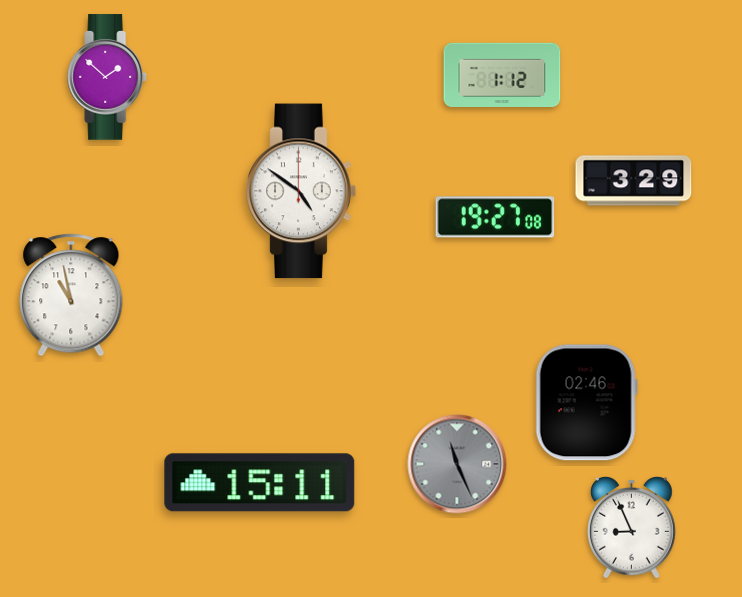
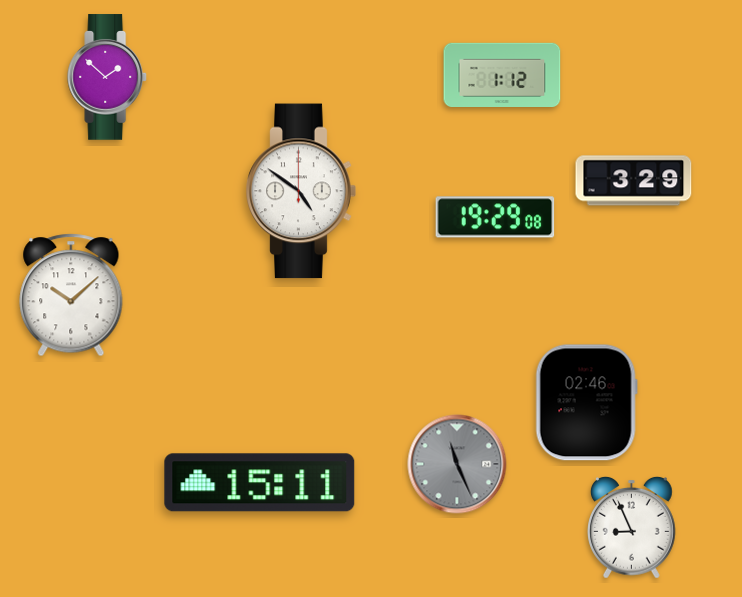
clock at (495, 217): 19:27 -> 19:29
clock at (71, 295): 10:58 -> 10:08
